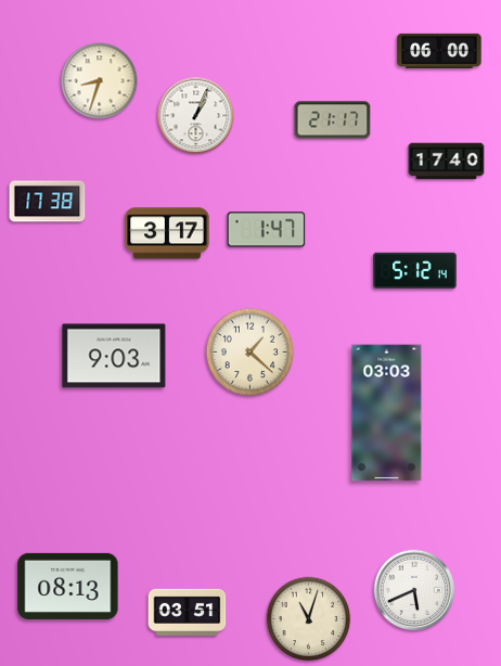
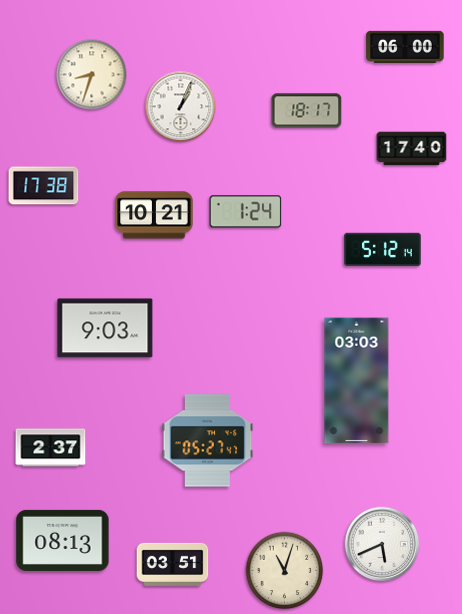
clock at (333, 120): 21:17 -> 18:17
clock at (267, 230): 1:47 -> 1:24
clock at (167, 233): 3:17 -> 10:21
clock at (249, 351): 1:22 -> none
clock at (208, 441): none -> 05:27
clock at (51, 448): none -> 2:37
